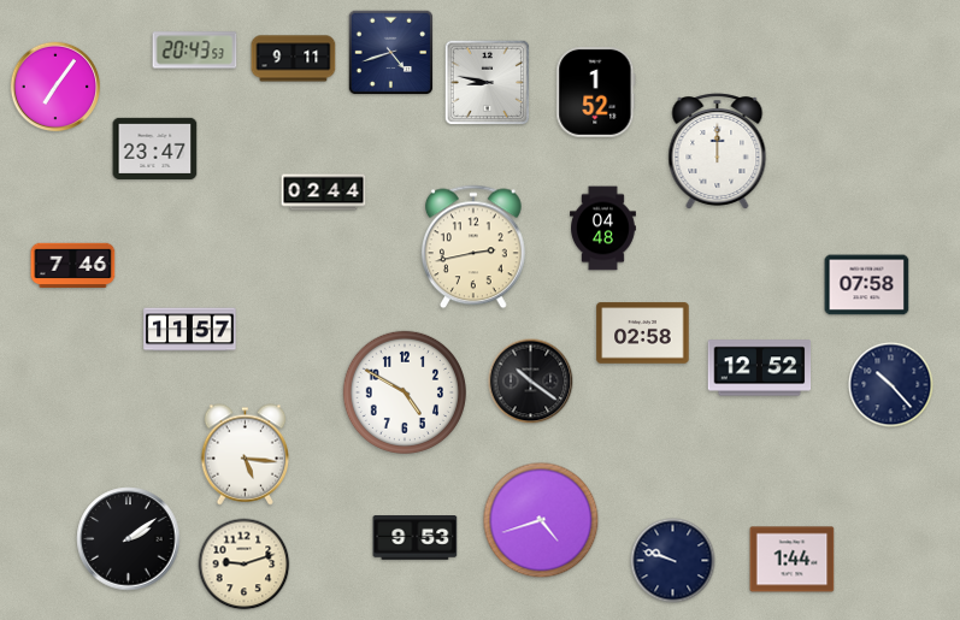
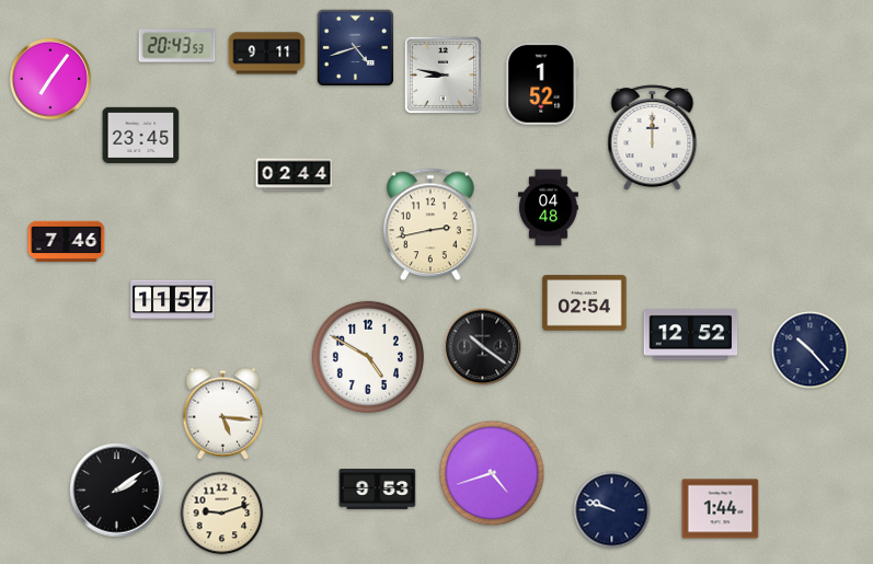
clock at (155, 148): 23:47 -> 23:45
clock at (867, 285): 07:58 -> none
clock at (643, 333): 02:58 -> 02:54
